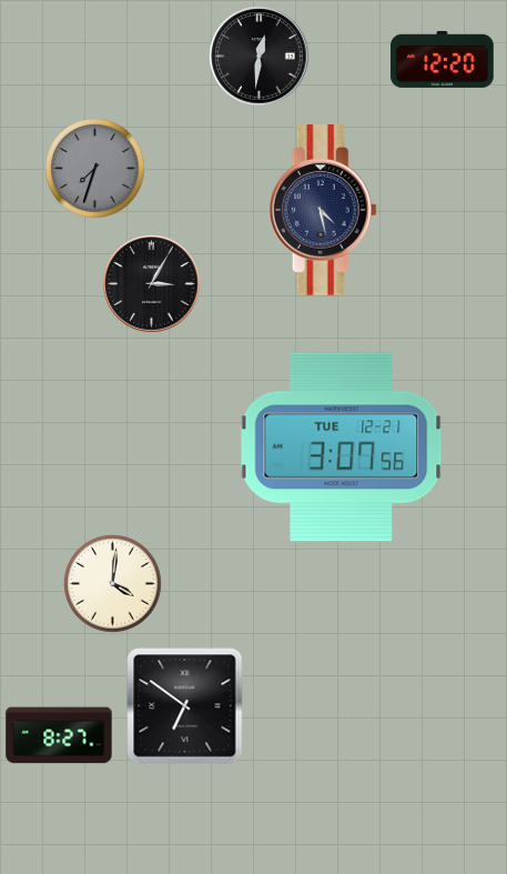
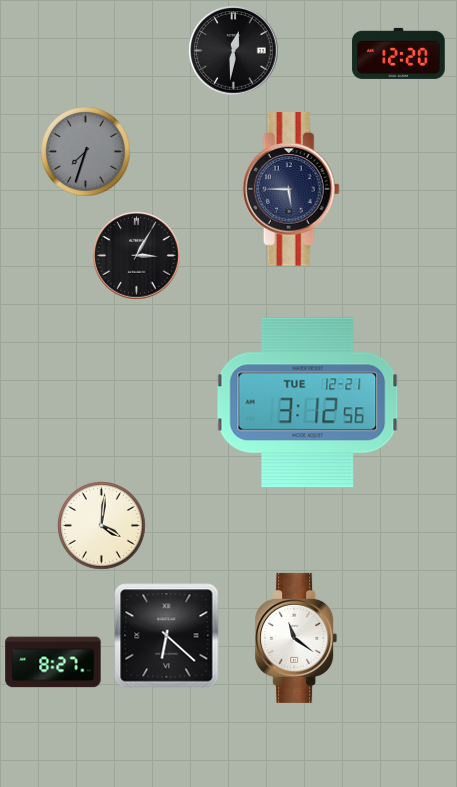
clock at (323, 210): 4:28 -> 5:45
clock at (342, 448): 3:07 -> 3:12
clock at (185, 706): 6:51 -> 6:22
clock at (296, 638): none -> 11:21
